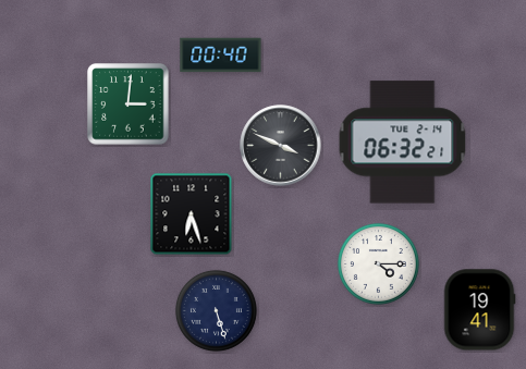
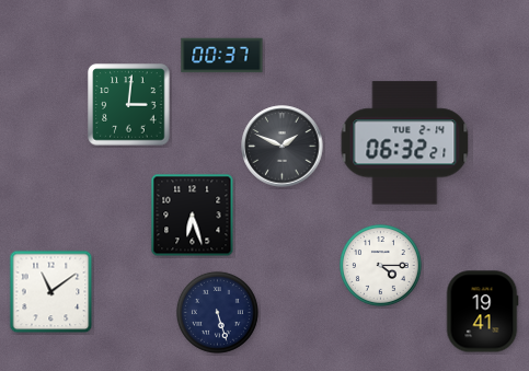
clock at (221, 56): 00:40 -> 00:37
clock at (281, 146): 3:49 -> 1:49
clock at (51, 292): none -> 11:09
